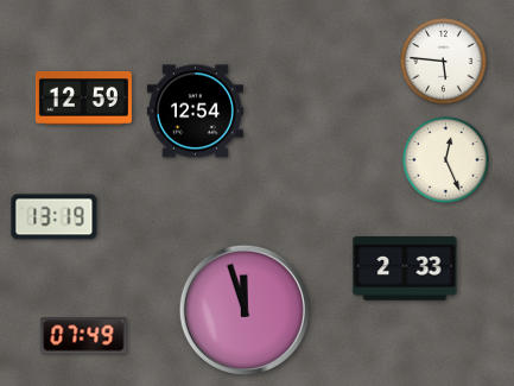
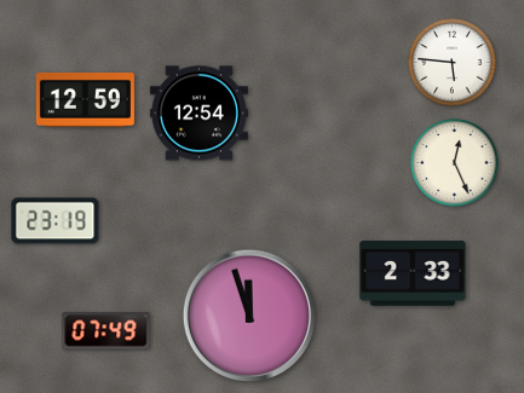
clock at (55, 217): 13:19 -> 23:19
clock at (84, 336) position: (84, 336) -> (106, 331)
